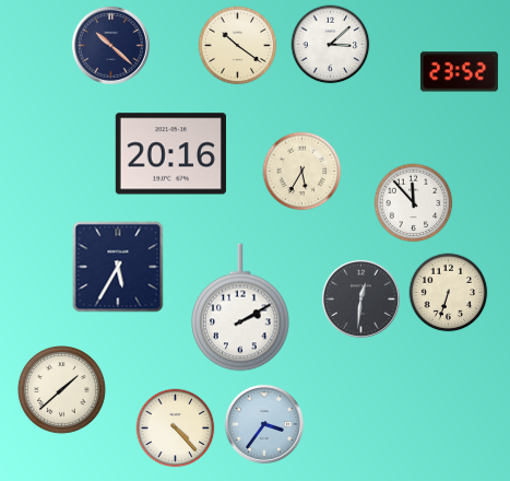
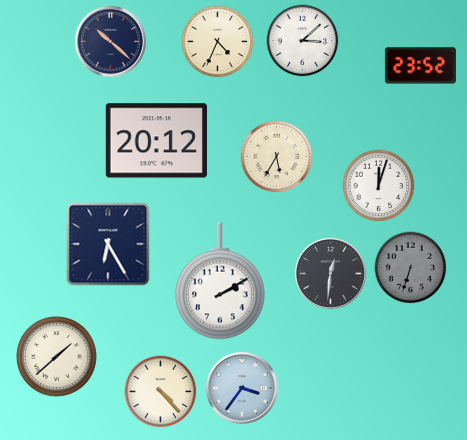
clock at (110, 45) position: (110, 45) -> (110, 41)
clock at (238, 46): 10:21 -> 4:34
clock at (170, 154): 20:16 -> 20:12
clock at (414, 203): 11:53 -> 12:03
clock at (118, 267): 5:35 -> 6:25
clock at (449, 293) dial: cream -> grey
